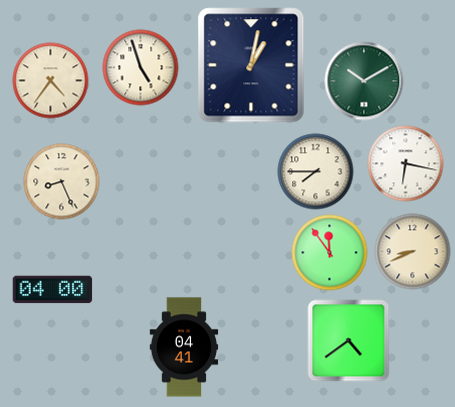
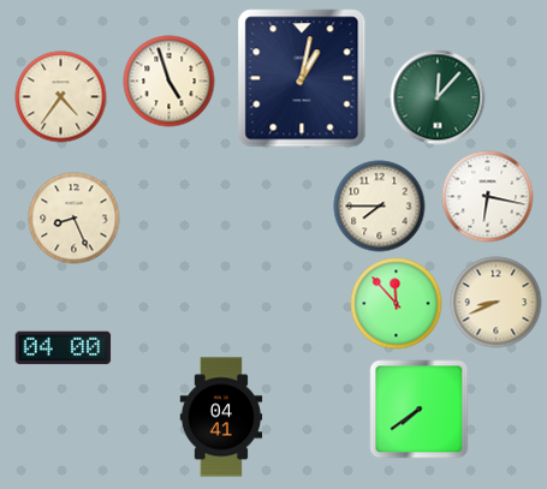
clock at (364, 81): 10:10 -> 12:07
clock at (330, 253): 11:54 -> 11:53
clock at (349, 341): 4:39 -> 7:39
